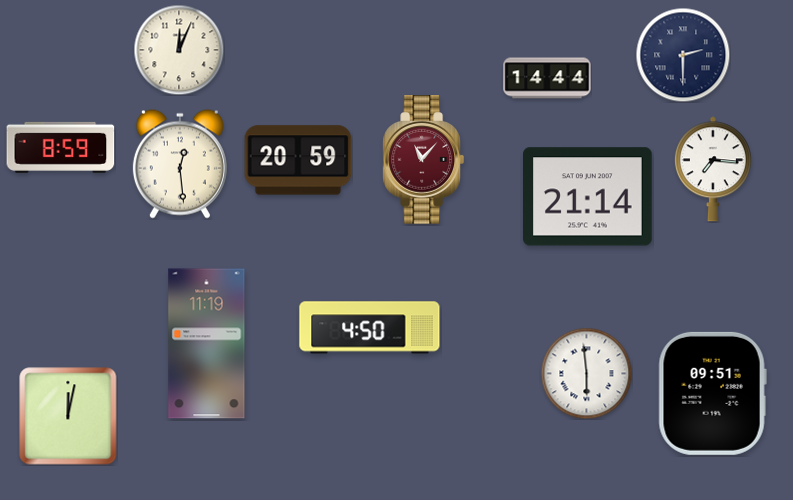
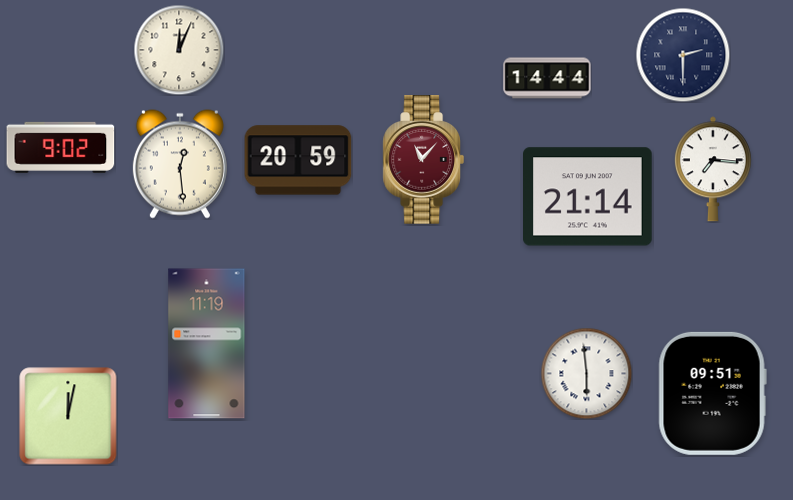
clock at (61, 147): 8:59 -> 9:02
clock at (370, 328): 4:50 -> none
